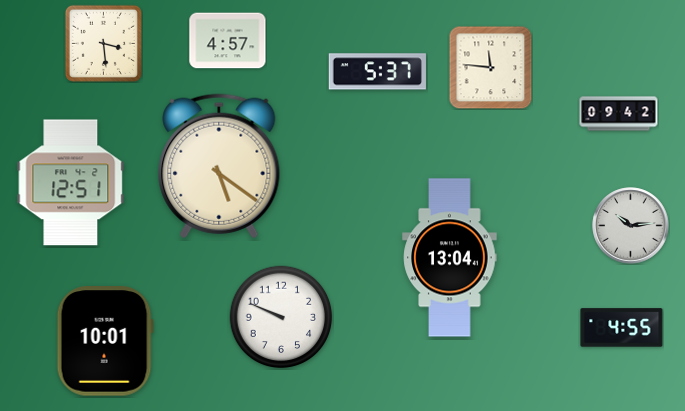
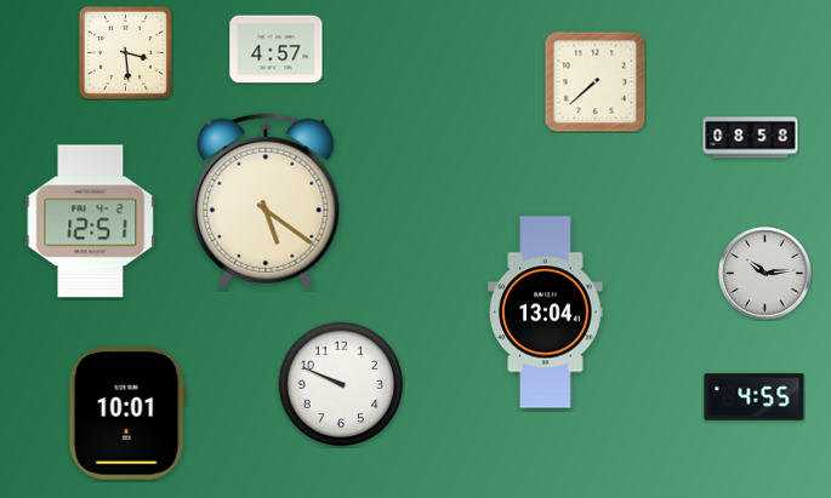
clock at (490, 67): 11:46 -> 7:38
clock at (377, 72): 5:37 -> none
clock at (619, 114): 09:42 -> 08:58
clock at (71, 183) position: (71, 183) -> (91, 222)
